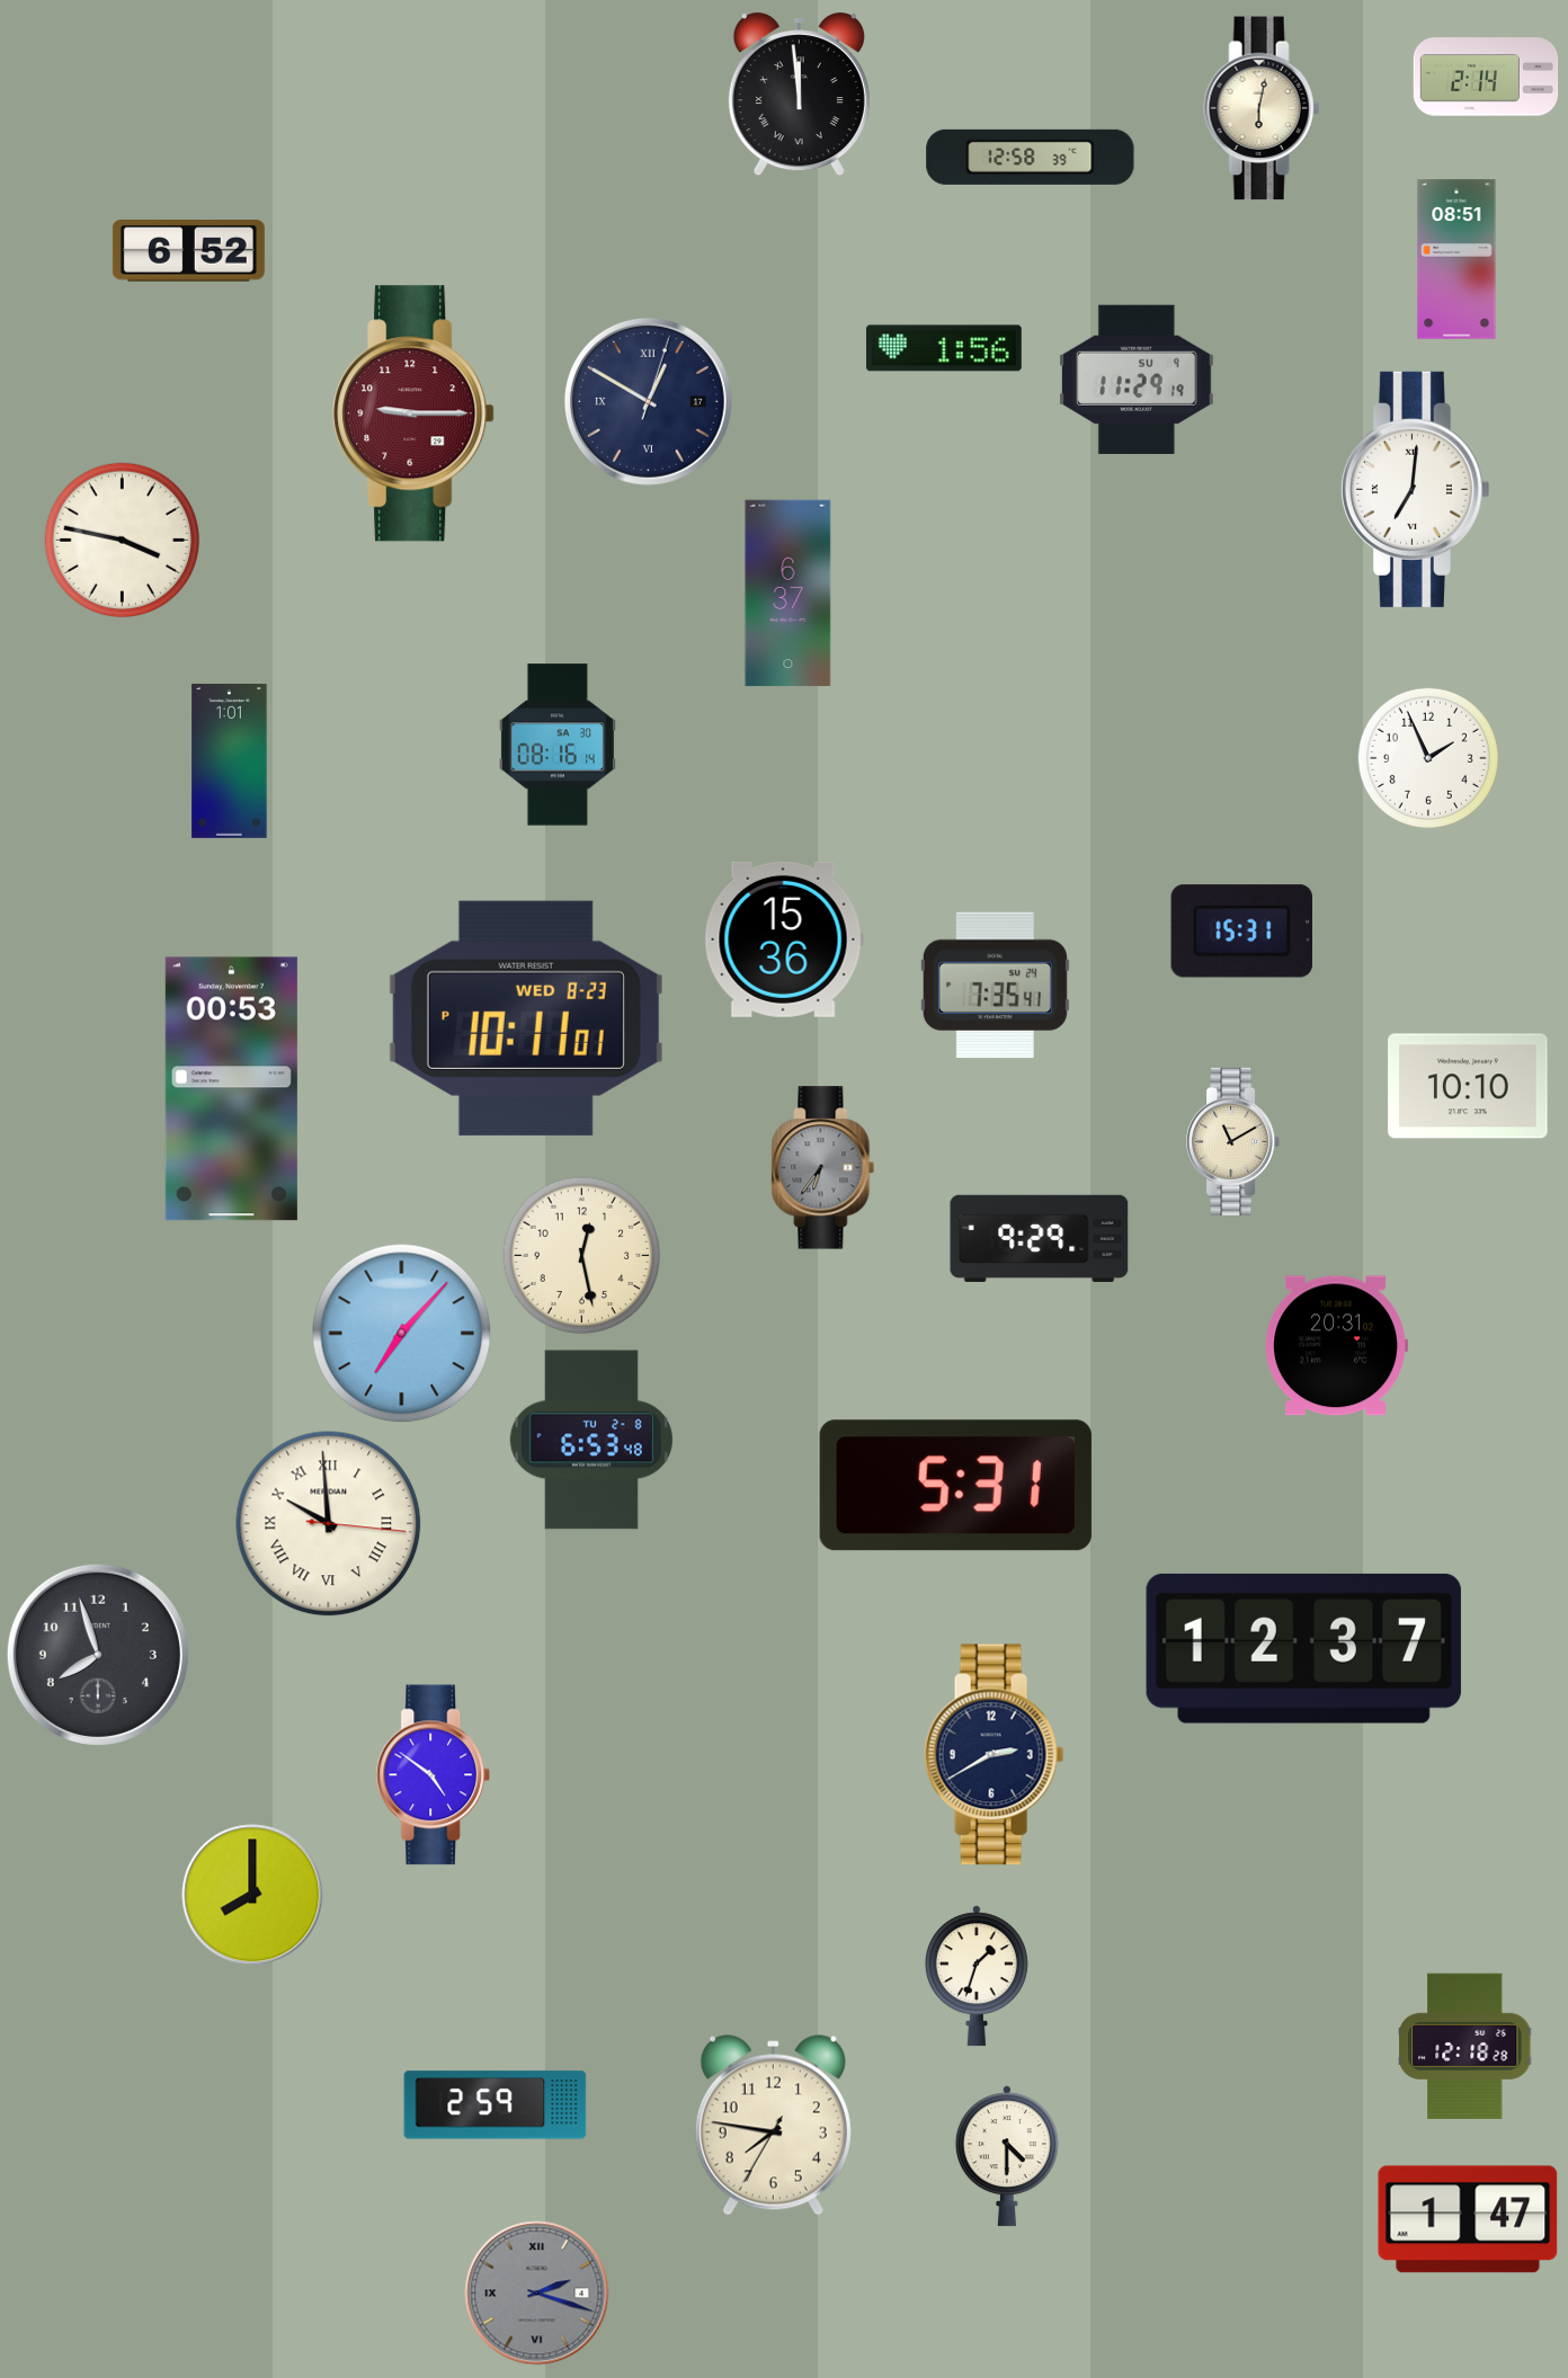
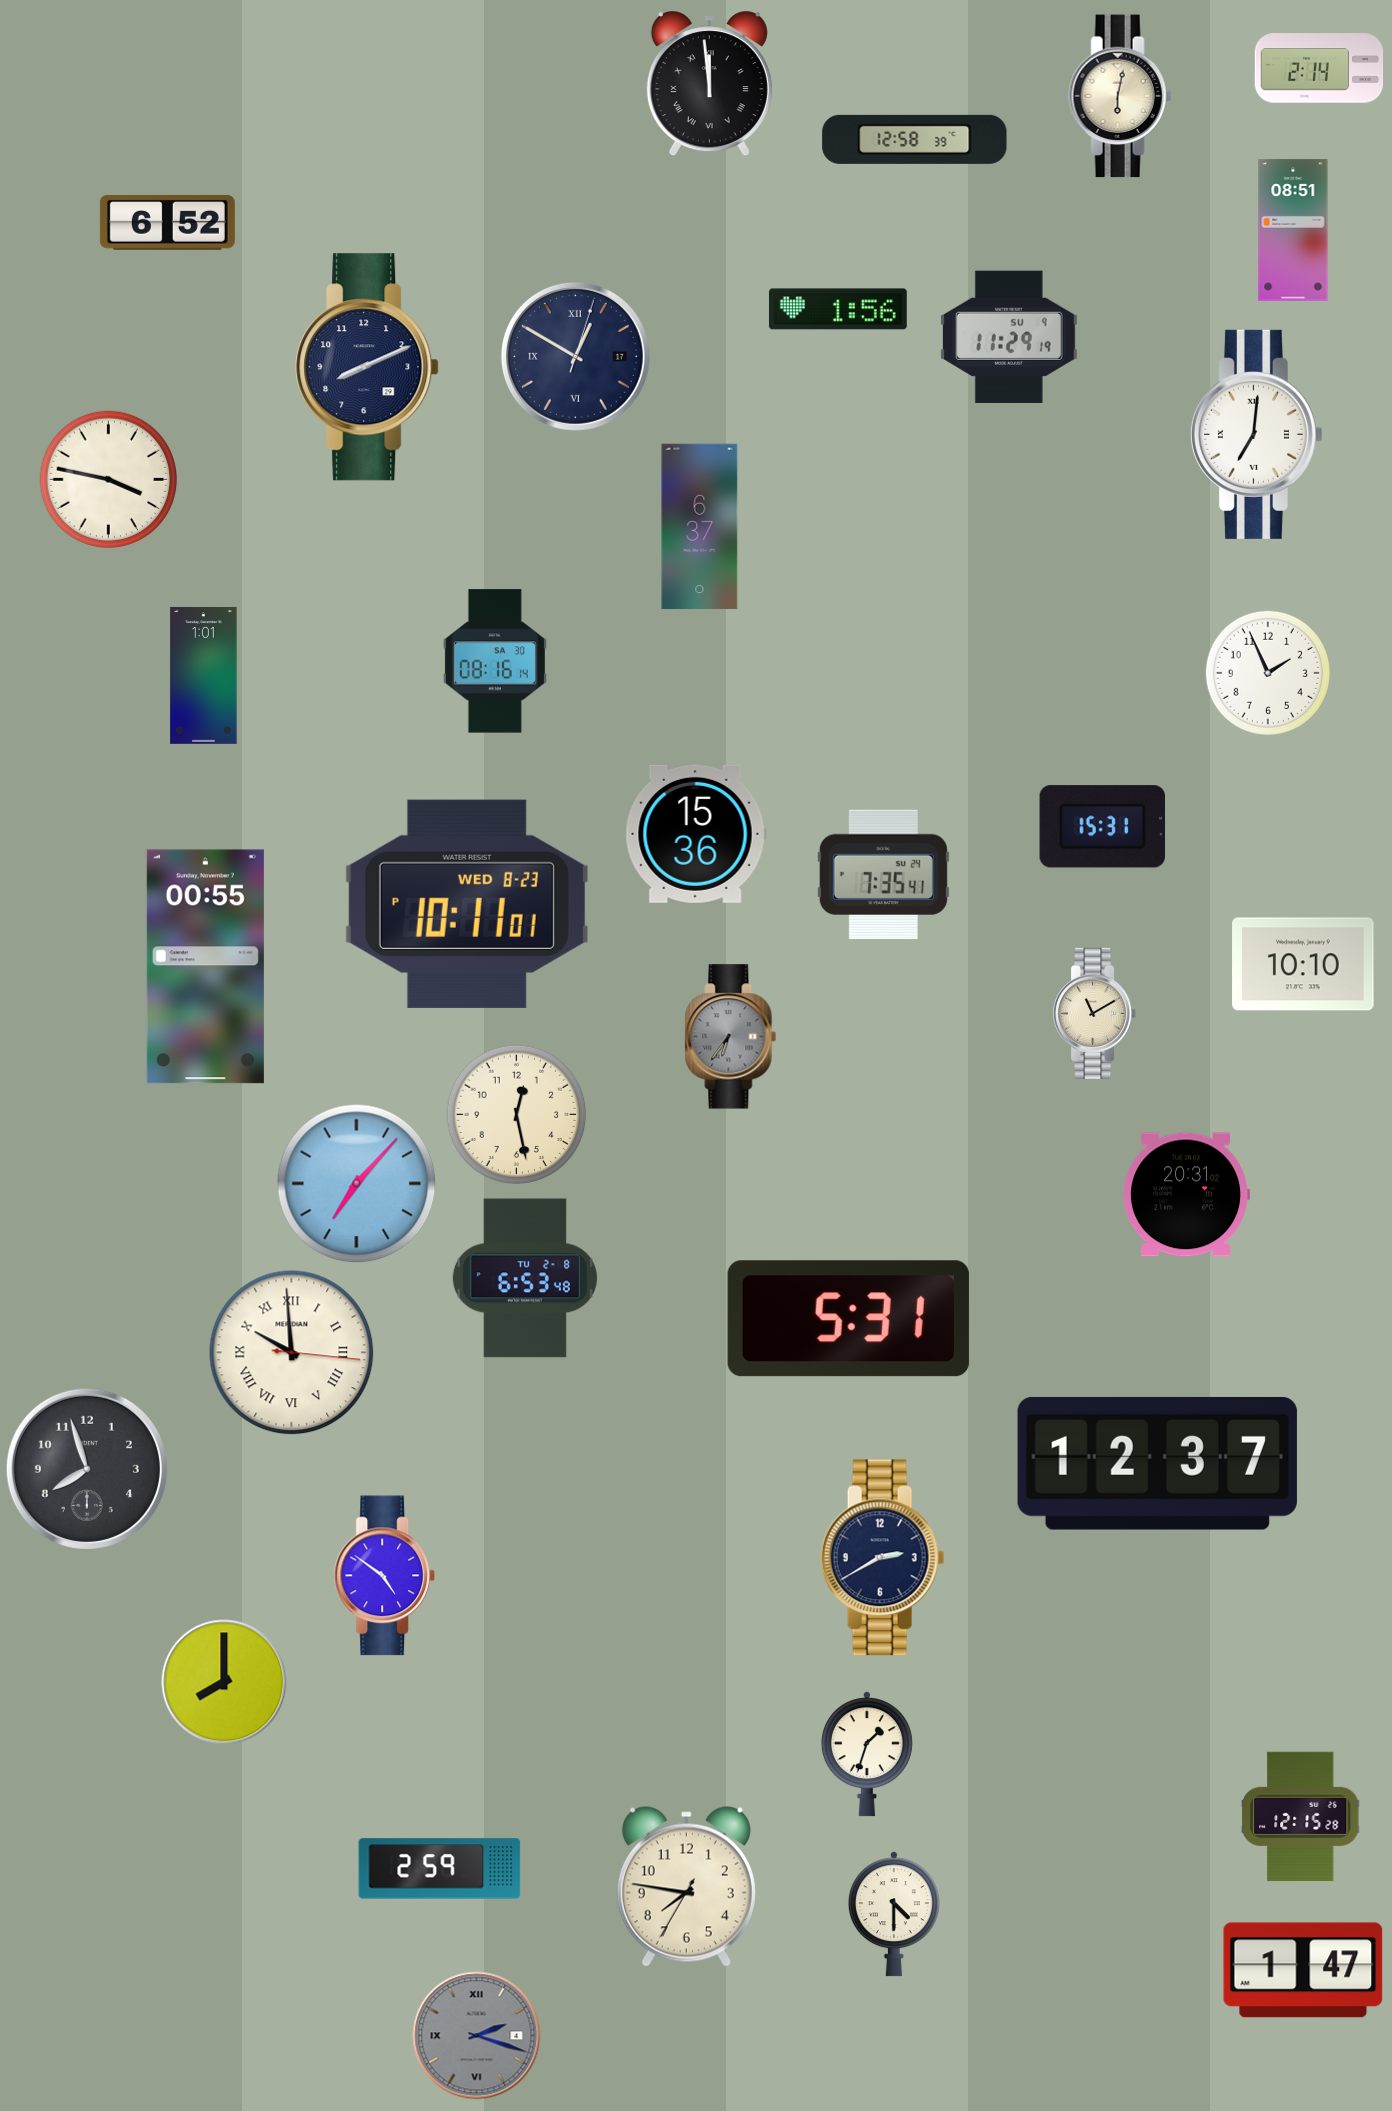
clock at (413, 413): 9:15 -> 8:11
clock at (413, 413) dial: burgundy -> navy
clock at (231, 1089): 00:53 -> 00:55
clock at (1040, 1238): 9:29 -> none
clock at (1465, 2046): 12:18 -> 12:15
